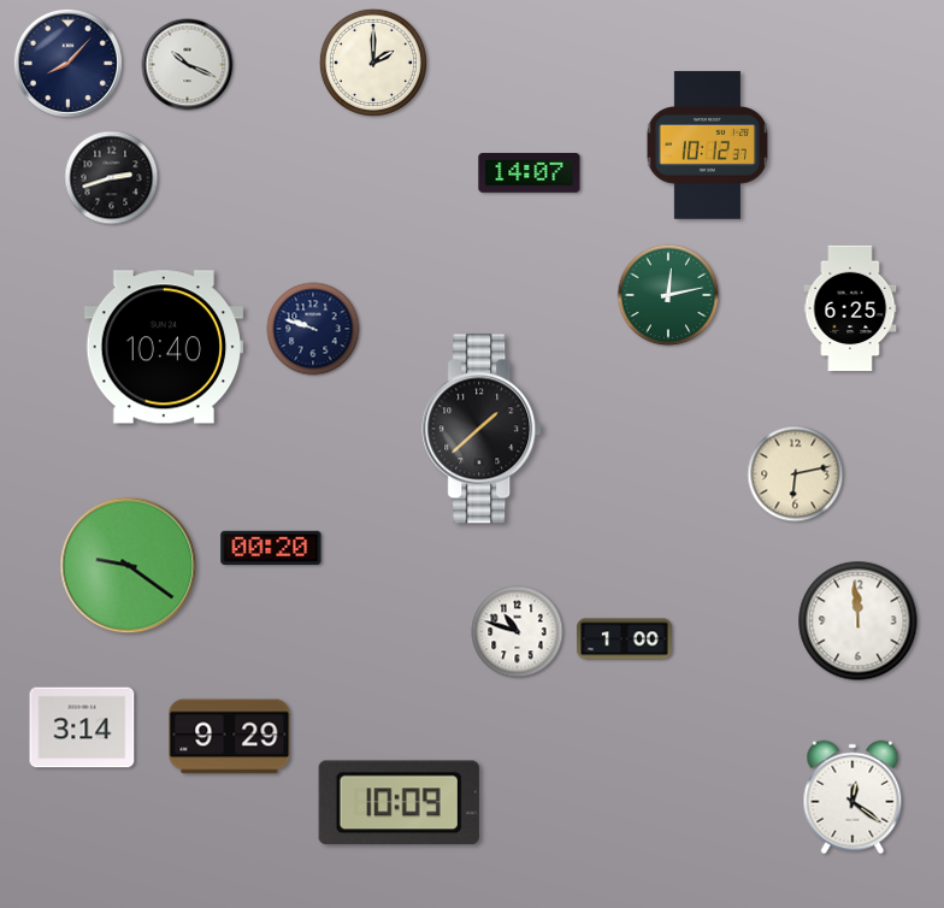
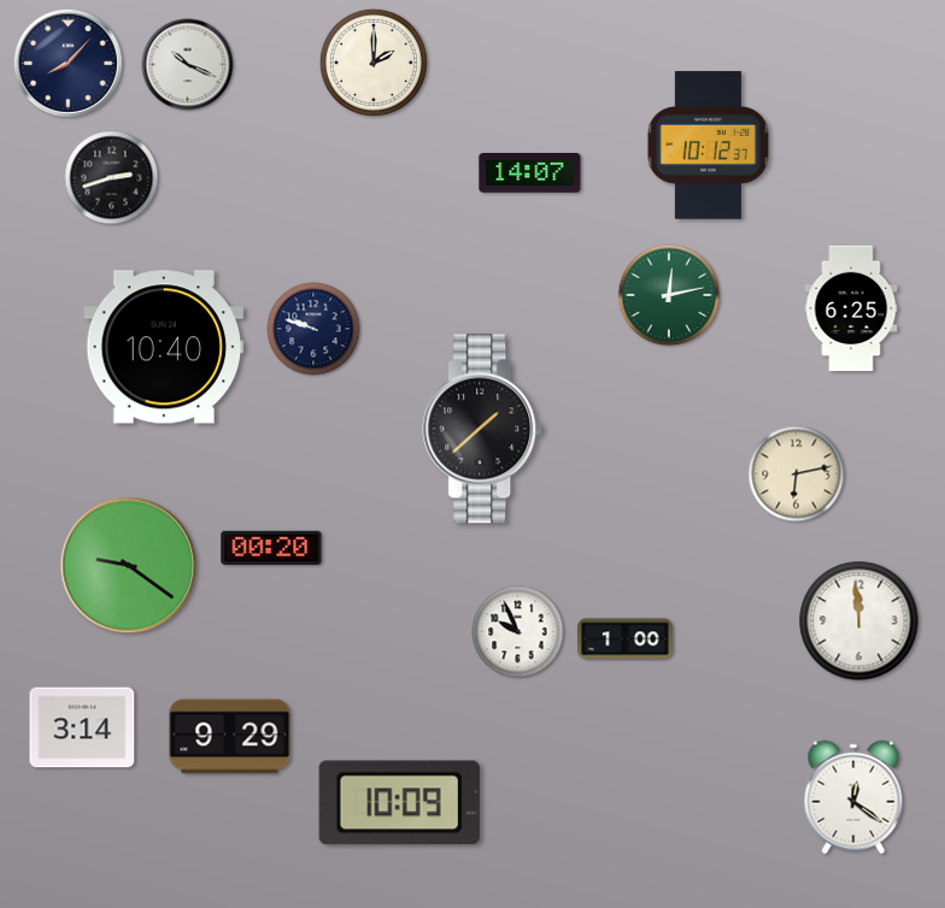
clock at (518, 632): 10:48 -> 9:56
